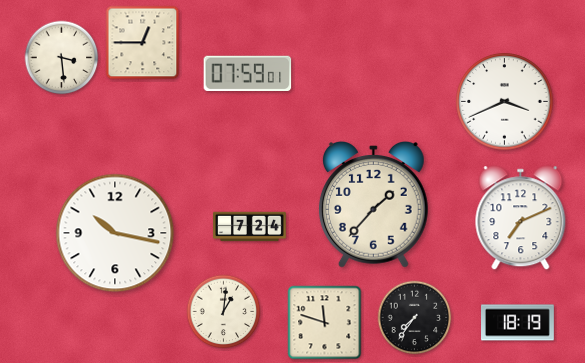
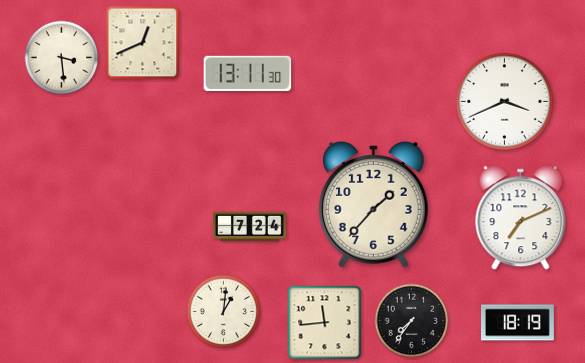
clock at (143, 43): 12:45 -> 12:41
clock at (248, 73): 07:59 -> 13:11
clock at (115, 233): 10:17 -> none
clock at (415, 318) position: (415, 318) -> (412, 321)
clock at (325, 323): 11:48 -> 11:44
